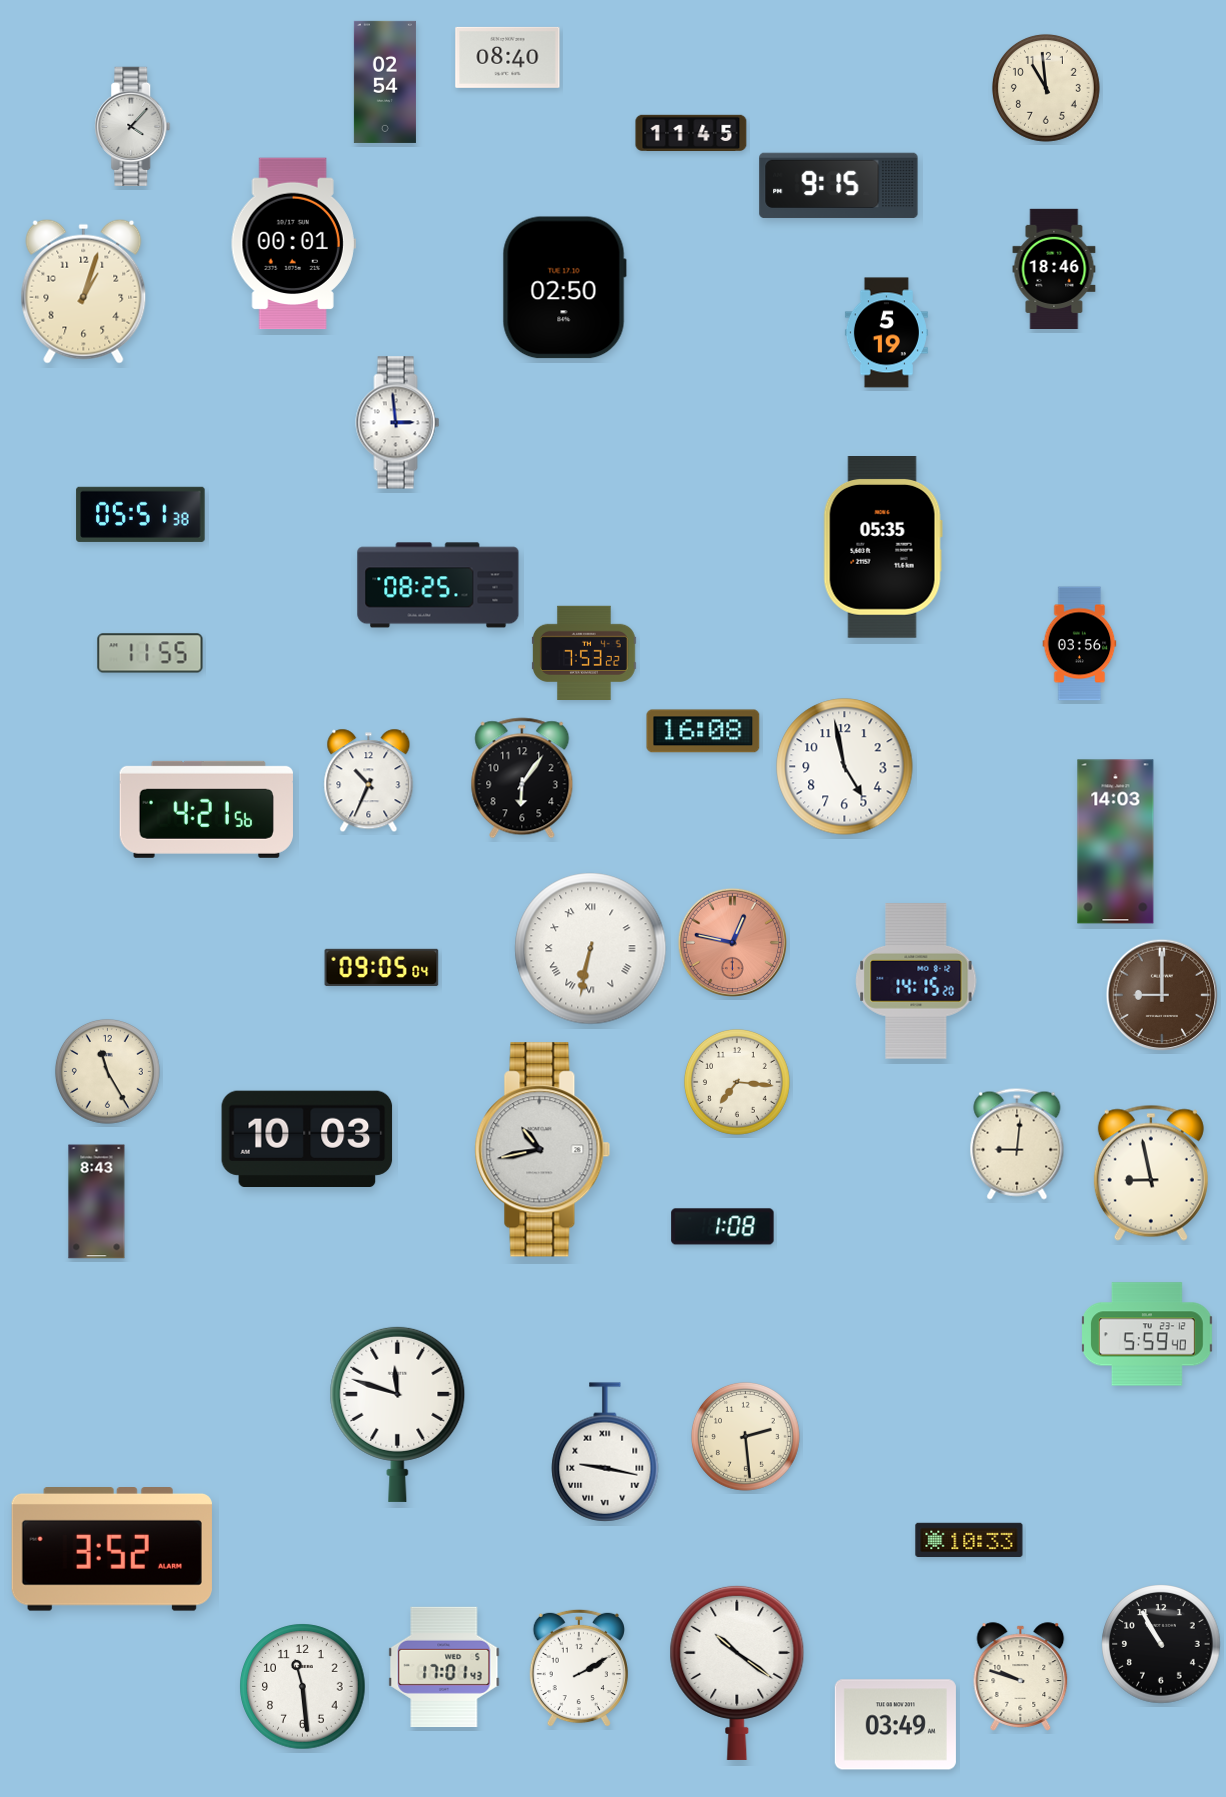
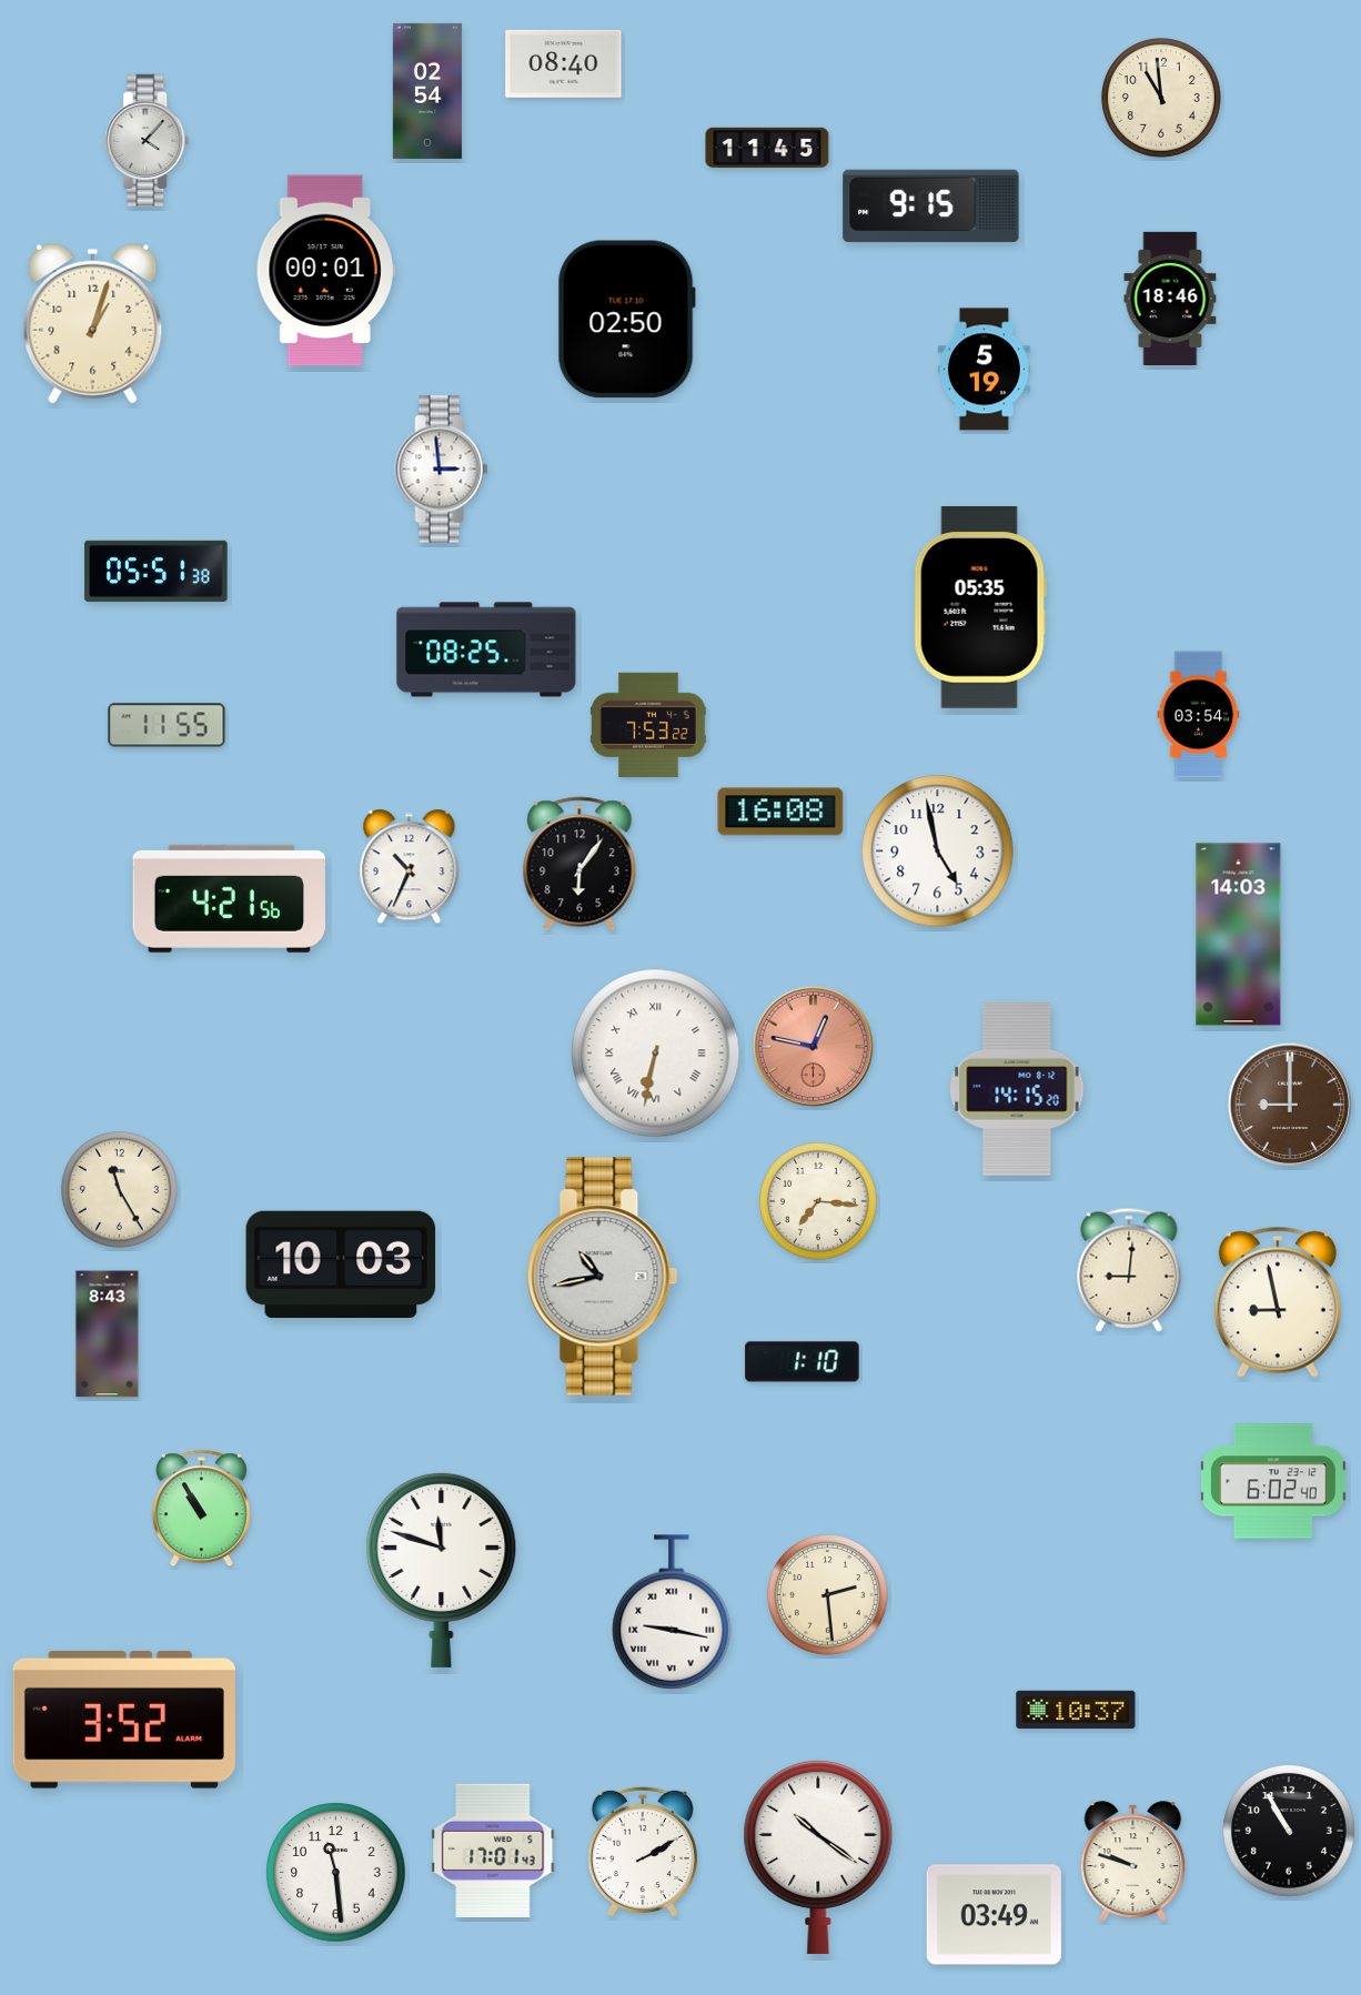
clock at (1080, 644): 03:56 -> 03:54
clock at (382, 967): 09:05 -> none
clock at (723, 1227): 1:08 -> 1:10
clock at (1148, 1334): 5:59 -> 6:02
clock at (201, 1509): none -> 10:55
clock at (969, 1539): 10:33 -> 10:37
clock at (1161, 1644) position: (1161, 1644) -> (1289, 1831)
